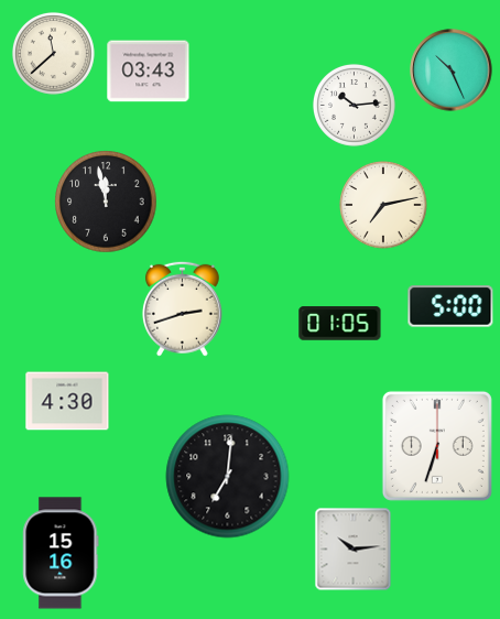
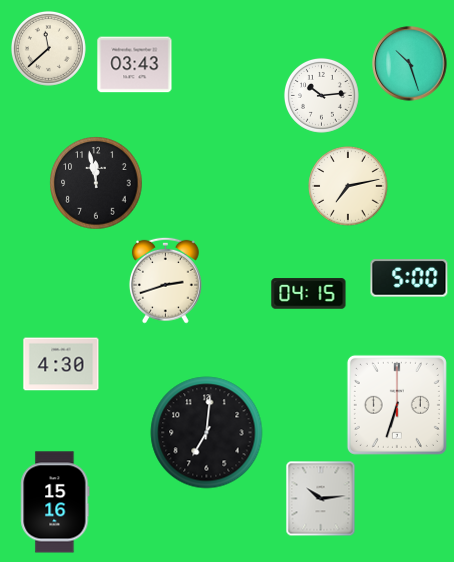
clock at (452, 70): 10:26 -> 10:27
clock at (340, 324): 01:05 -> 04:15
